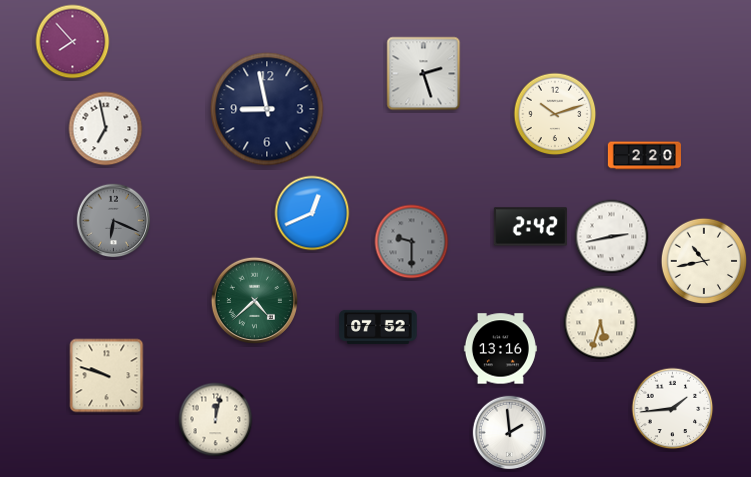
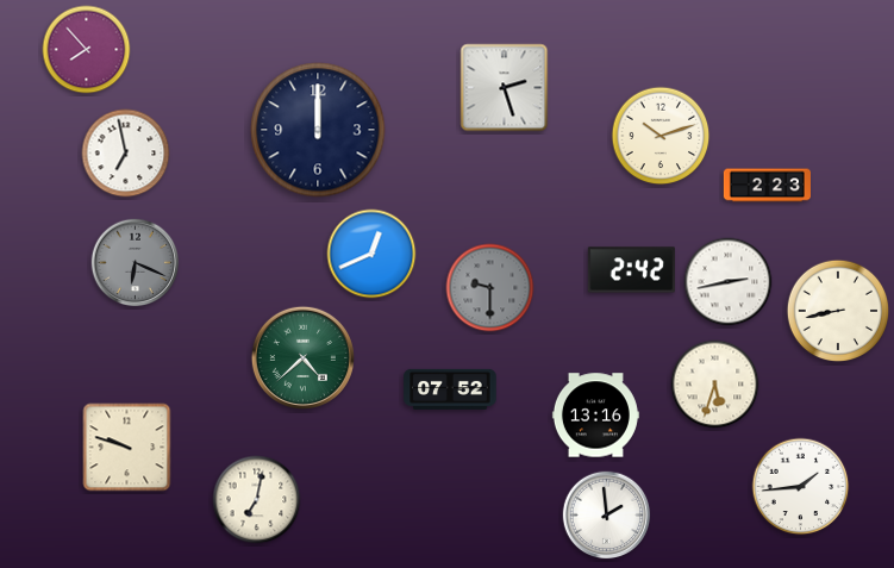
clock at (267, 109): 8:58 -> 12:00
clock at (644, 156): 2:20 -> 2:23
clock at (704, 261): 10:43 -> 8:43
clock at (216, 420): 12:02 -> 7:02
